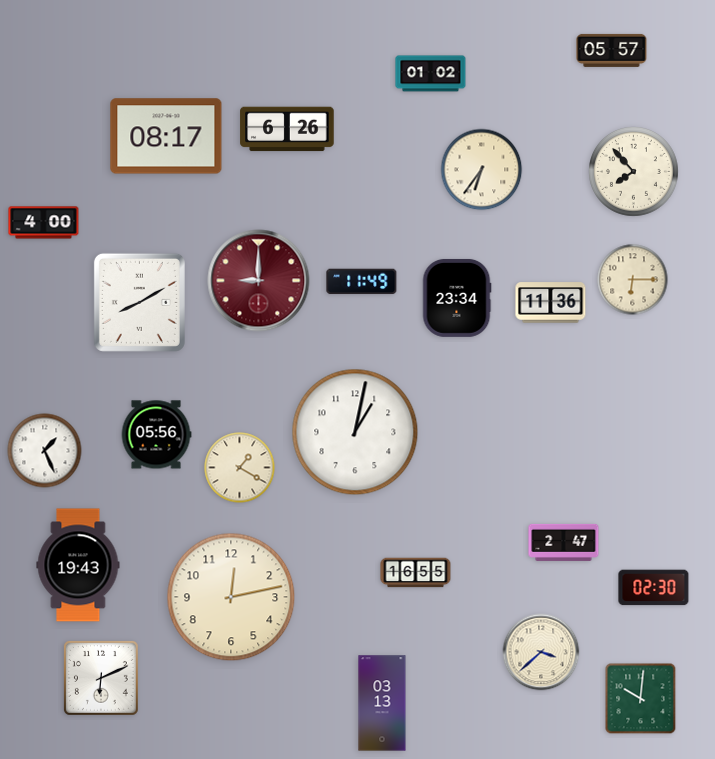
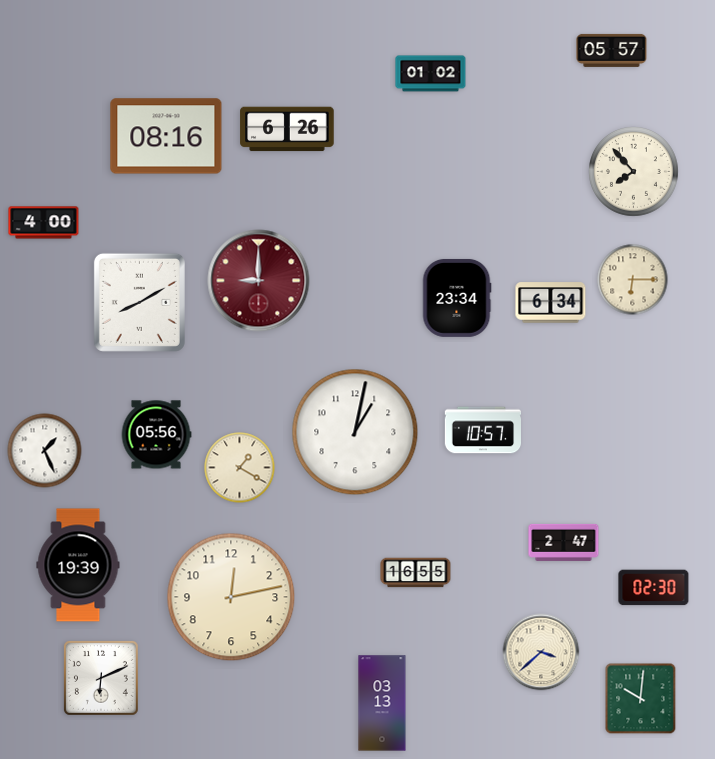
clock at (166, 136): 08:17 -> 08:16
clock at (482, 170): 6:36 -> none
clock at (362, 282): 11:49 -> none
clock at (551, 303): 11:36 -> 6:34
clock at (482, 430): none -> 10:57
clock at (78, 565): 19:43 -> 19:39
